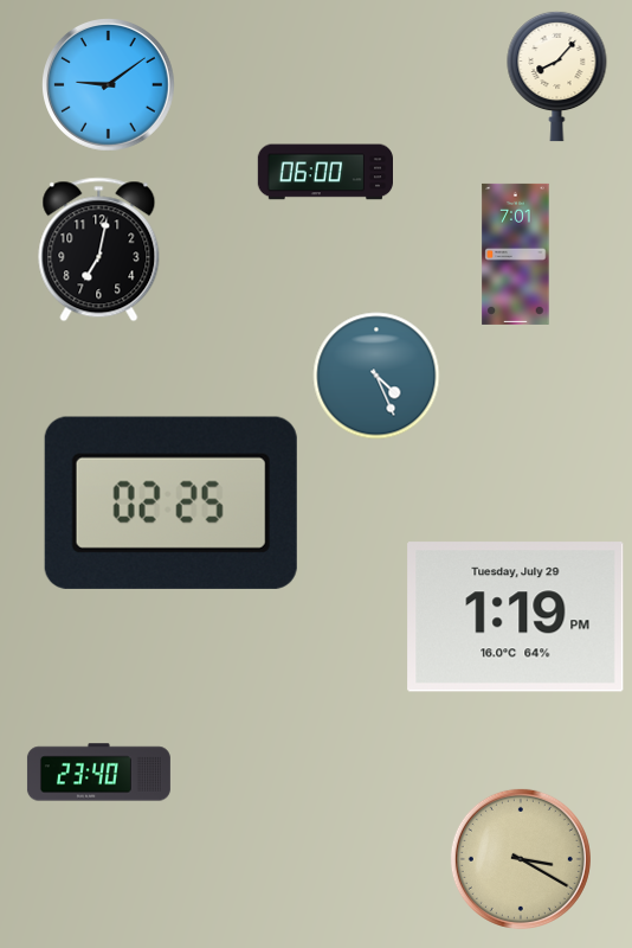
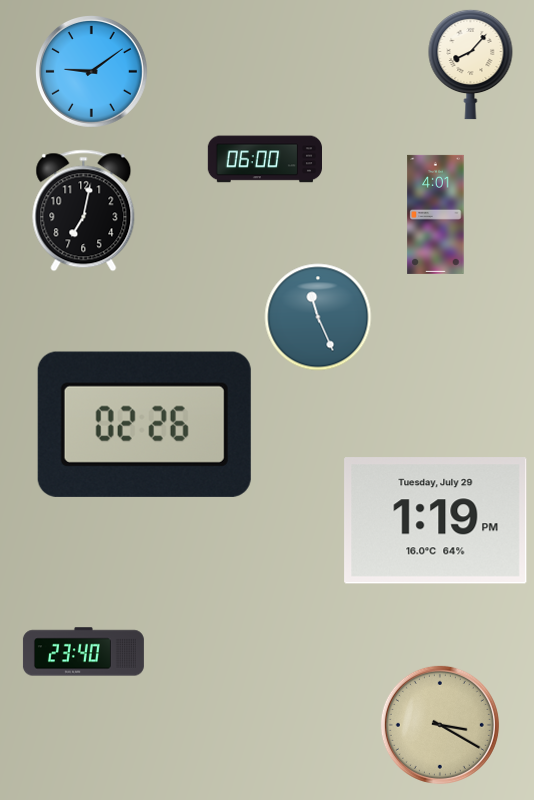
clock at (324, 172) position: (324, 172) -> (264, 159)
clock at (516, 254): 7:01 -> 4:01
clock at (376, 376): 4:26 -> 11:26
clock at (170, 502): 02:25 -> 02:26
